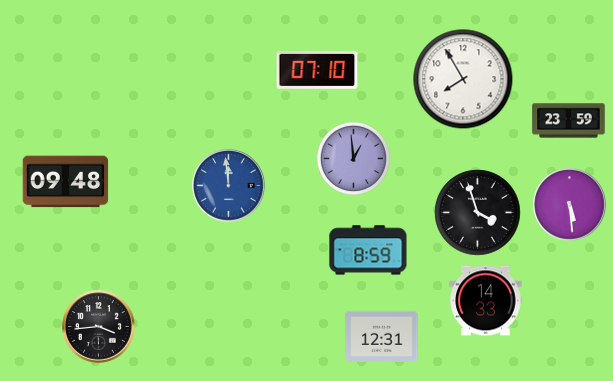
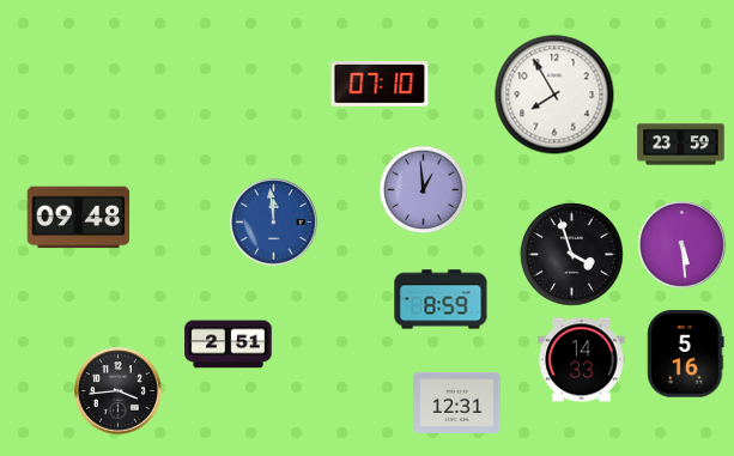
clock at (229, 345): none -> 2:51
clock at (686, 354): none -> 5:16
